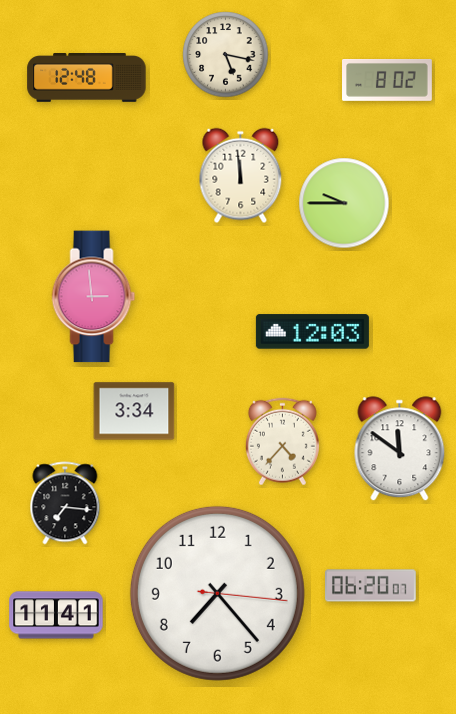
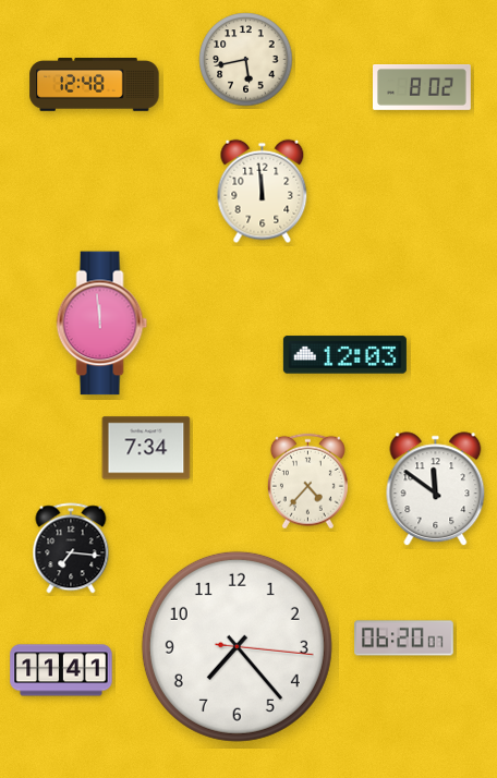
clock at (226, 55): 5:17 -> 5:43
clock at (344, 203): 9:45 -> none
clock at (94, 297): 2:59 -> 11:59
clock at (312, 332) position: (312, 332) -> (344, 355)
clock at (134, 411): 3:34 -> 7:34
